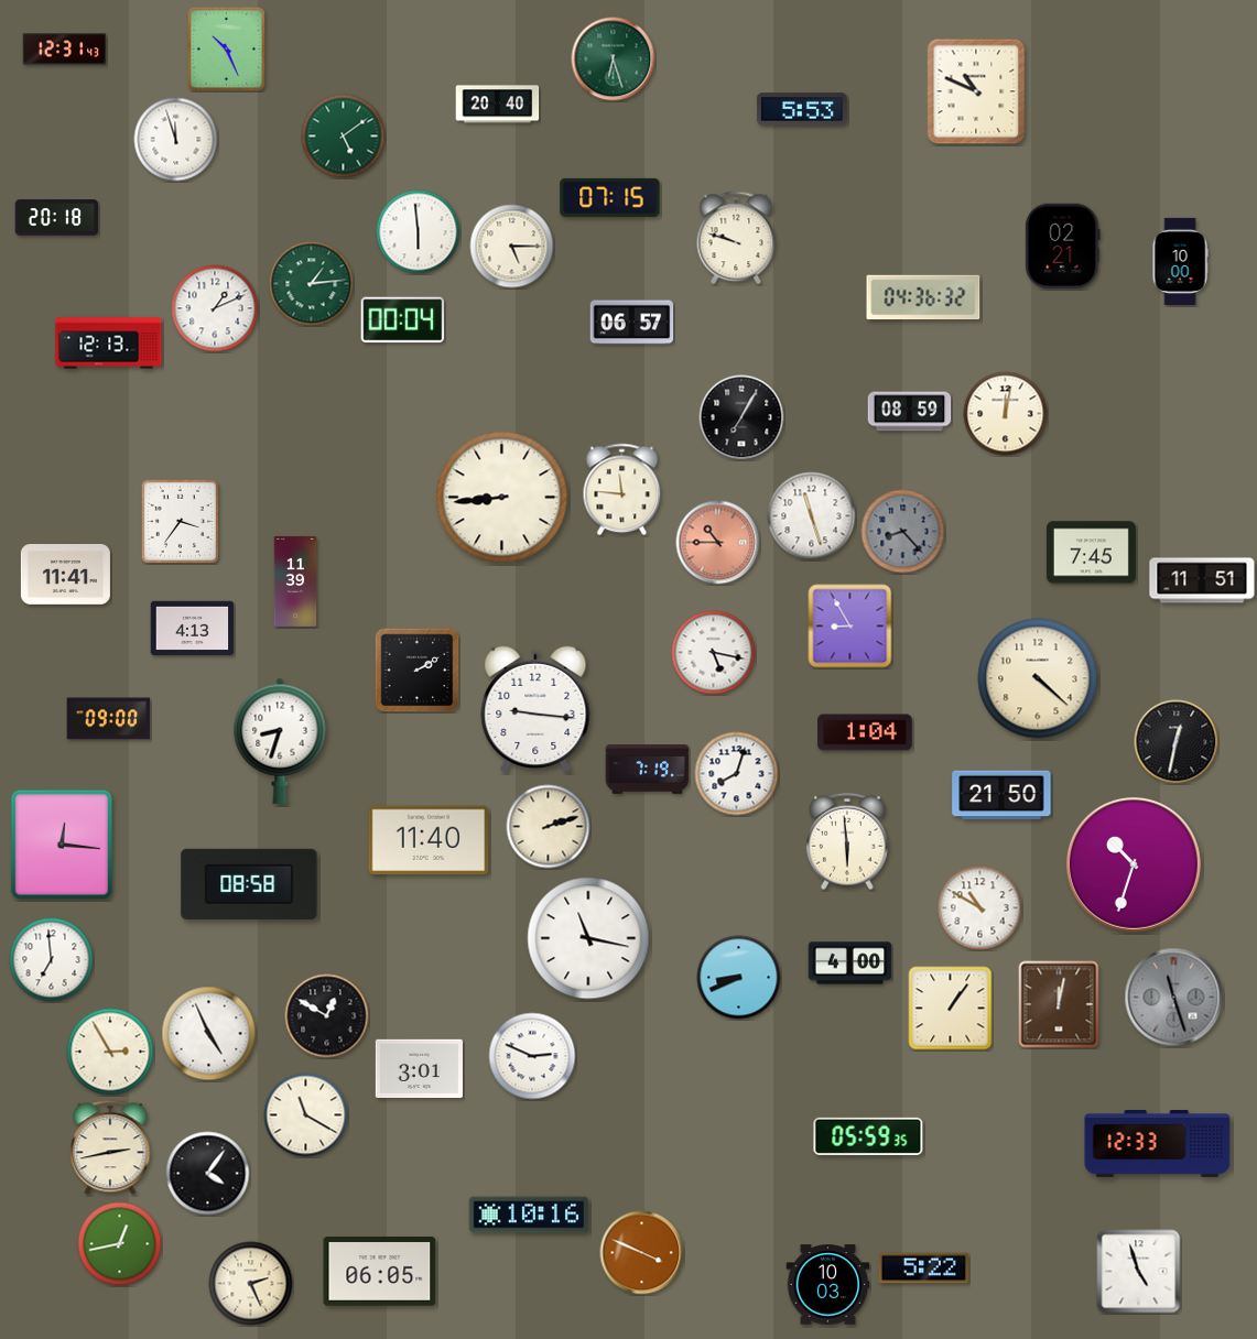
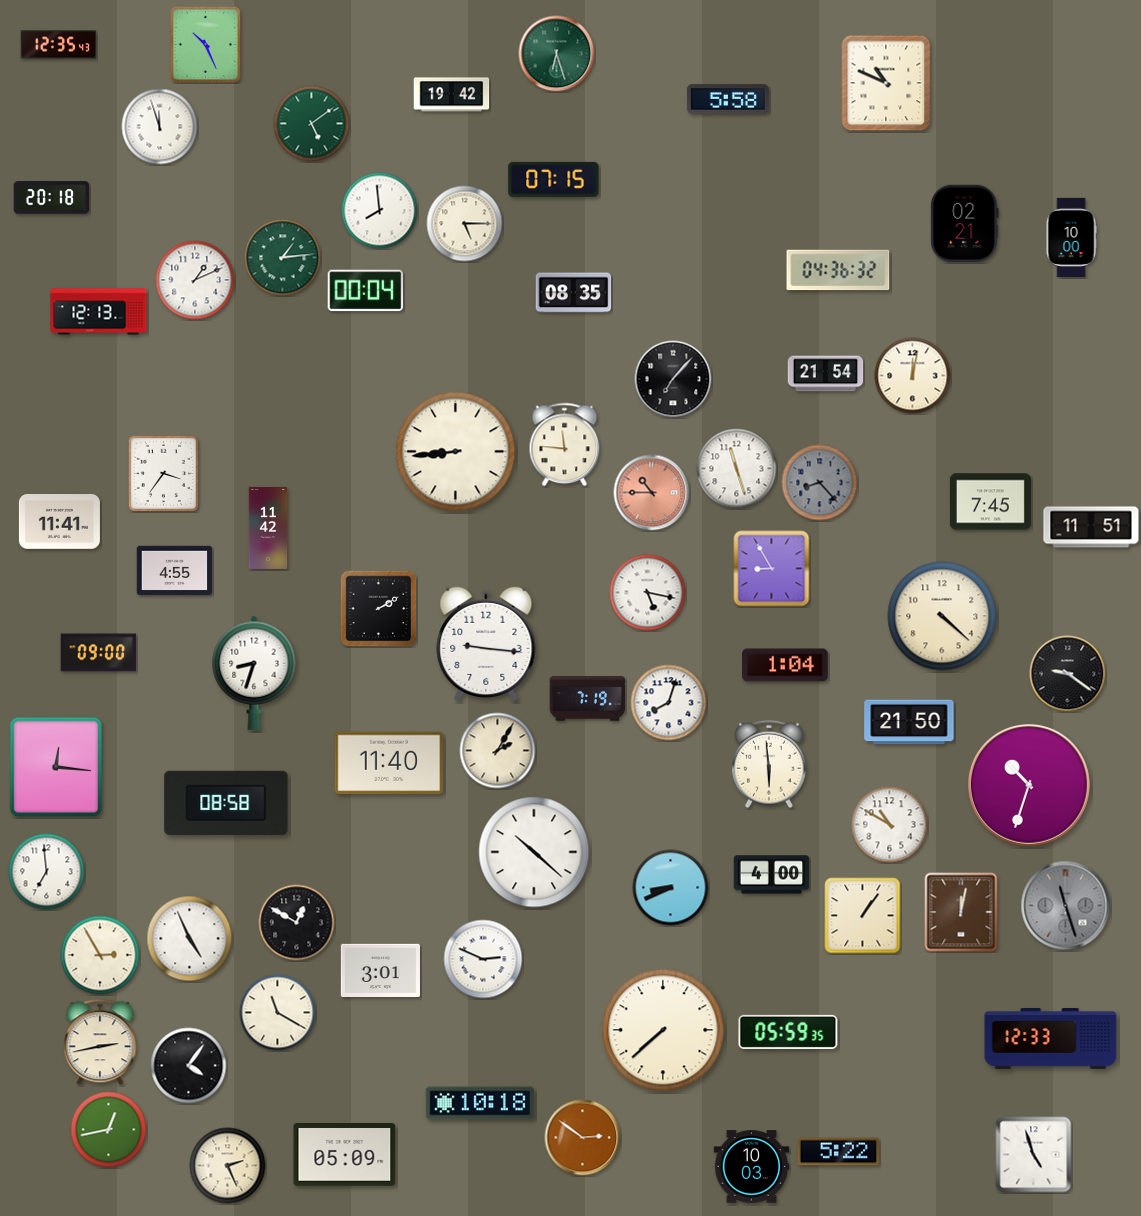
clock at (65, 50): 12:31 -> 12:35
clock at (498, 105): 20:40 -> 19:42
clock at (802, 109): 5:53 -> 5:58
clock at (419, 232): 5:59 -> 7:59
clock at (736, 238): 9:48 -> none
clock at (632, 323): 06:57 -> 08:35
clock at (910, 412): 08:59 -> 21:54
clock at (741, 417): 7:05 -> 7:07
clock at (295, 581): 11:39 -> 11:42
clock at (193, 629): 4:13 -> 4:55
clock at (1177, 742): 12:32 -> 9:21
clock at (549, 827): 2:12 -> 2:05
clock at (588, 938): 11:17 -> 10:22
clock at (663, 1030): none -> 7:38
clock at (529, 1215): 10:16 -> 10:18
clock at (642, 1253): 3:49 -> 2:51
clock at (380, 1272): 06:05 -> 05:09
